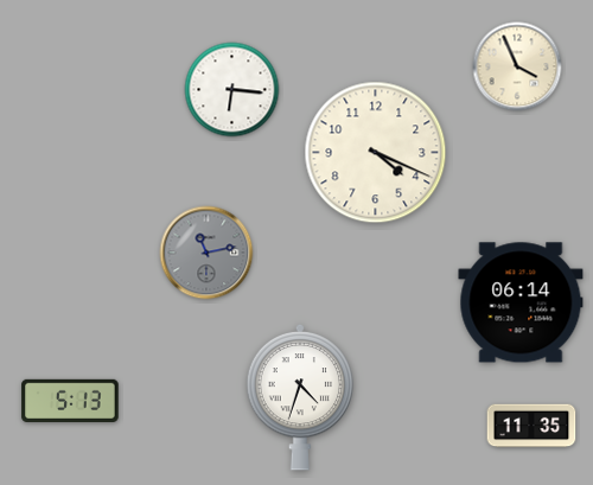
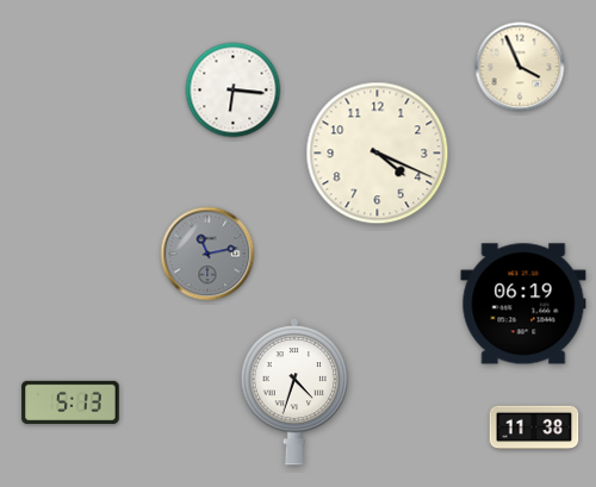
clock at (521, 302): 06:14 -> 06:19
clock at (300, 397) position: (300, 397) -> (294, 392)
clock at (531, 426): 11:35 -> 11:38
